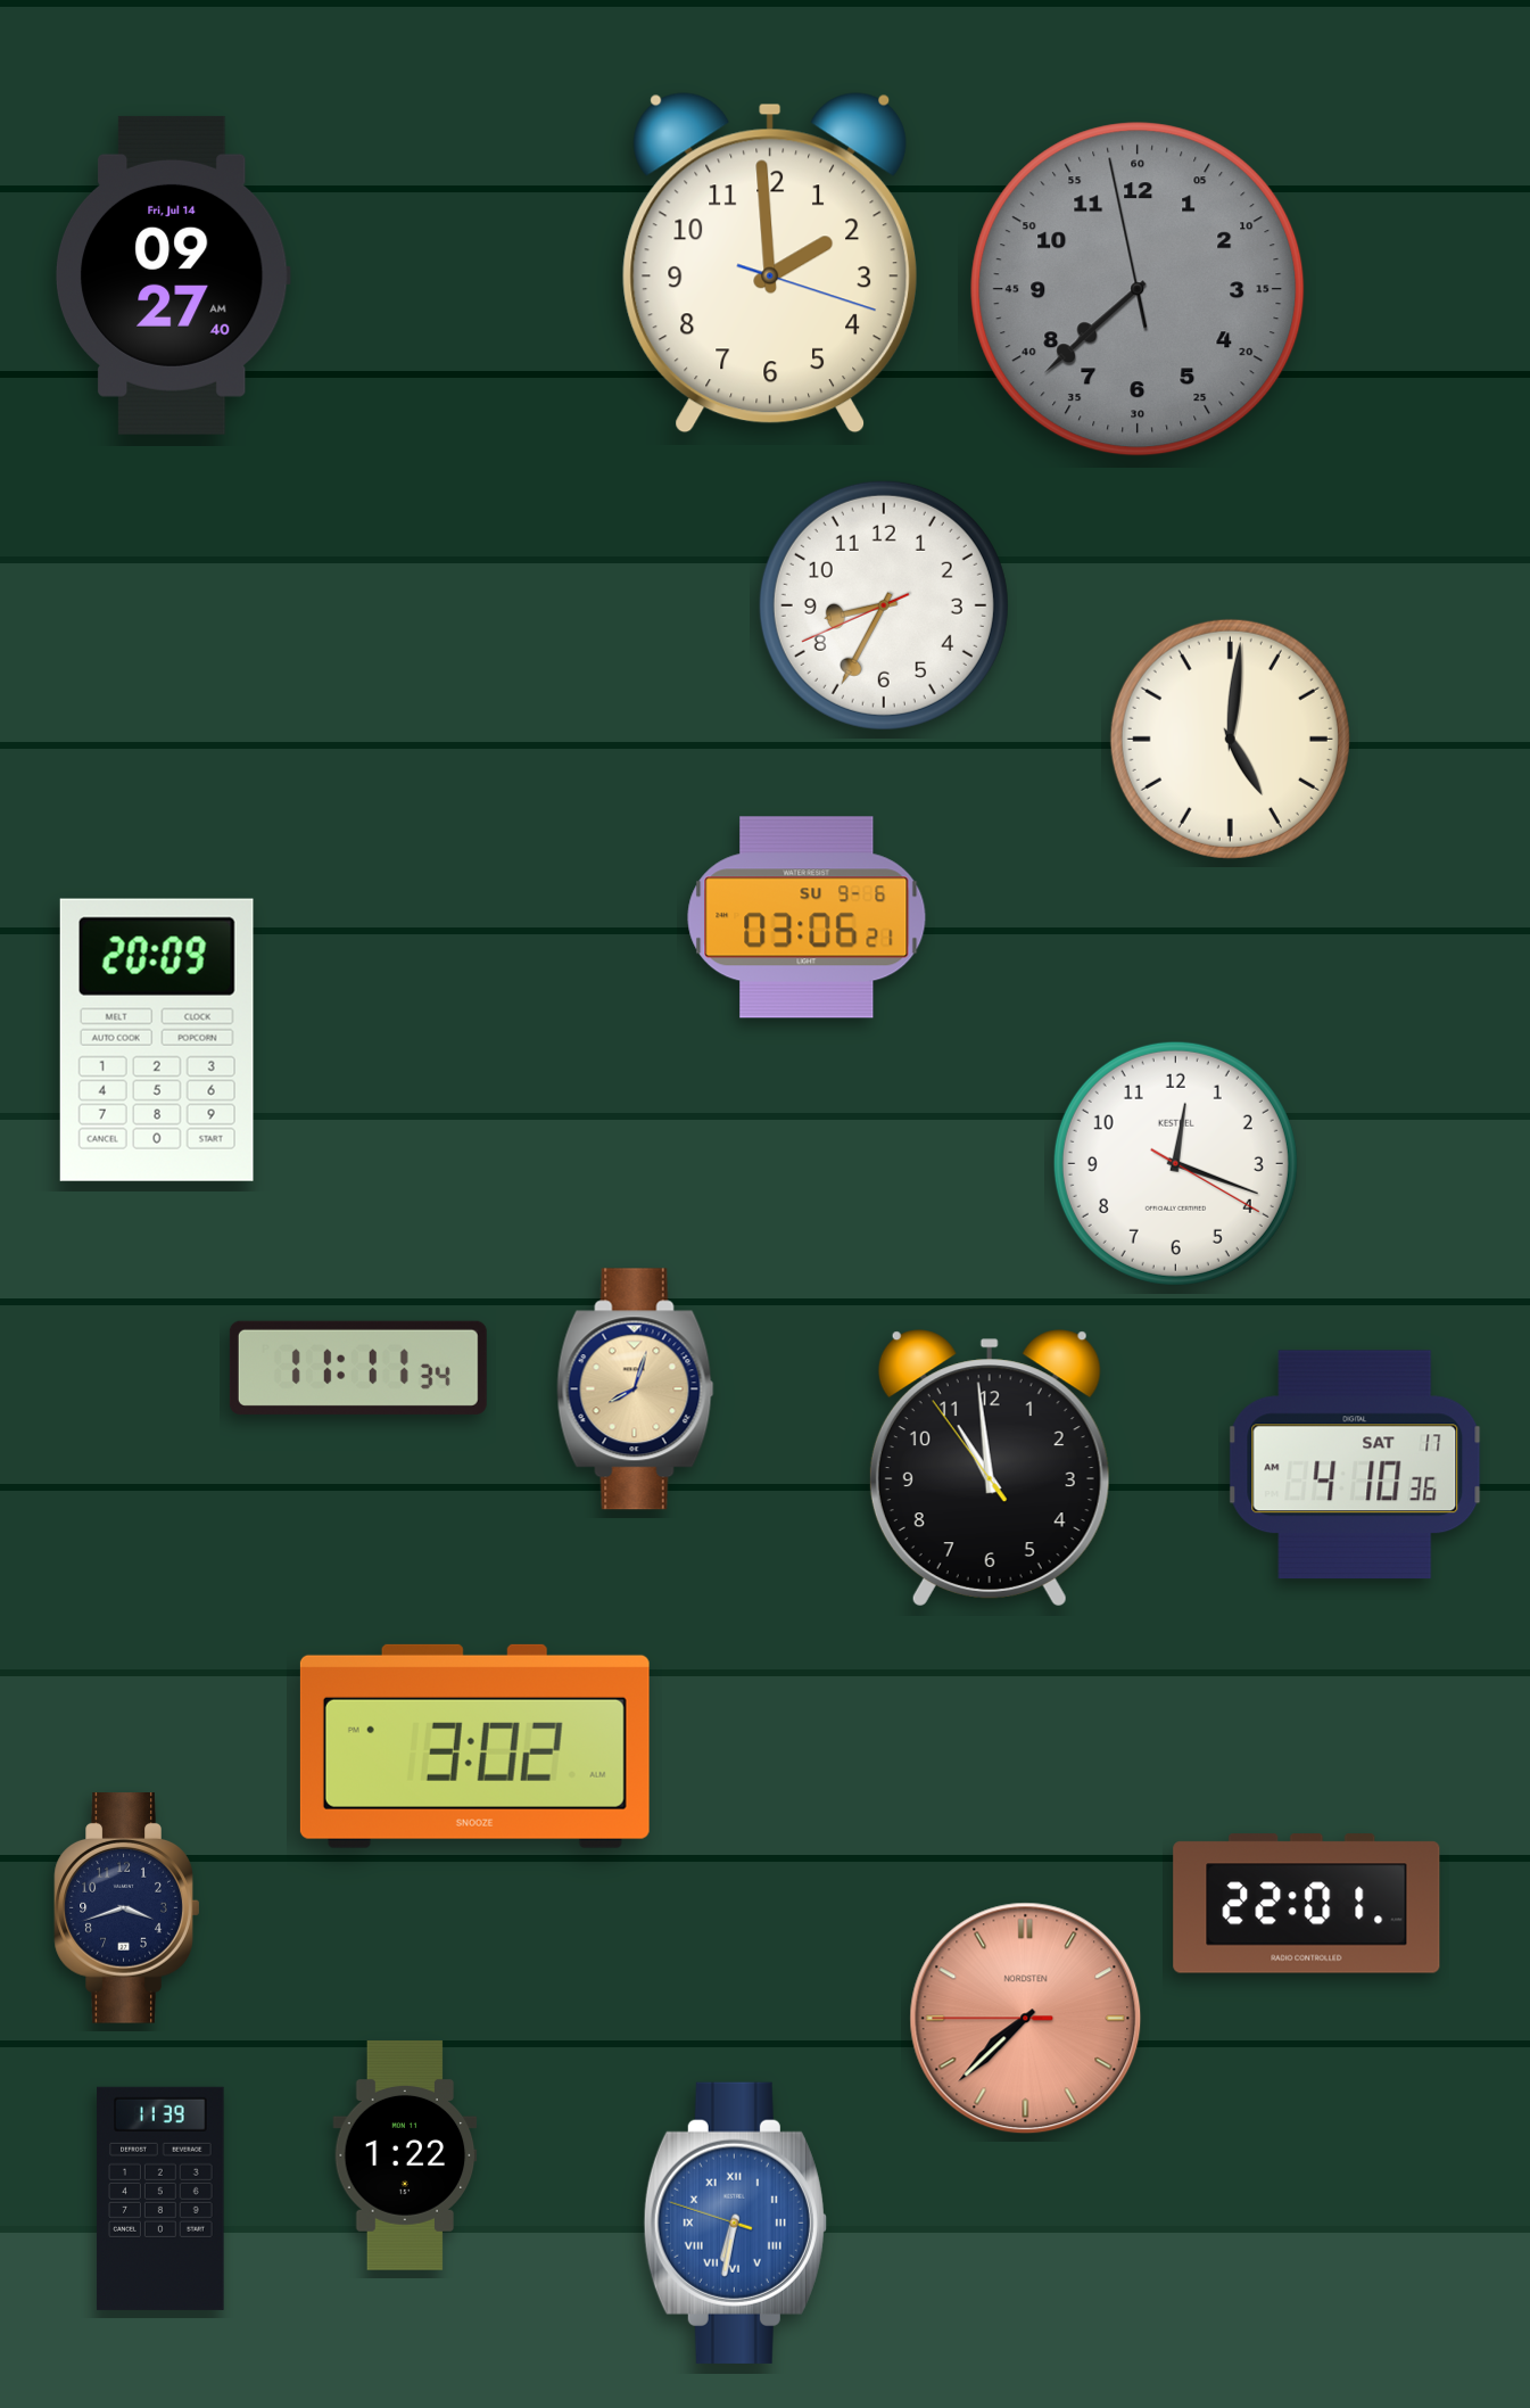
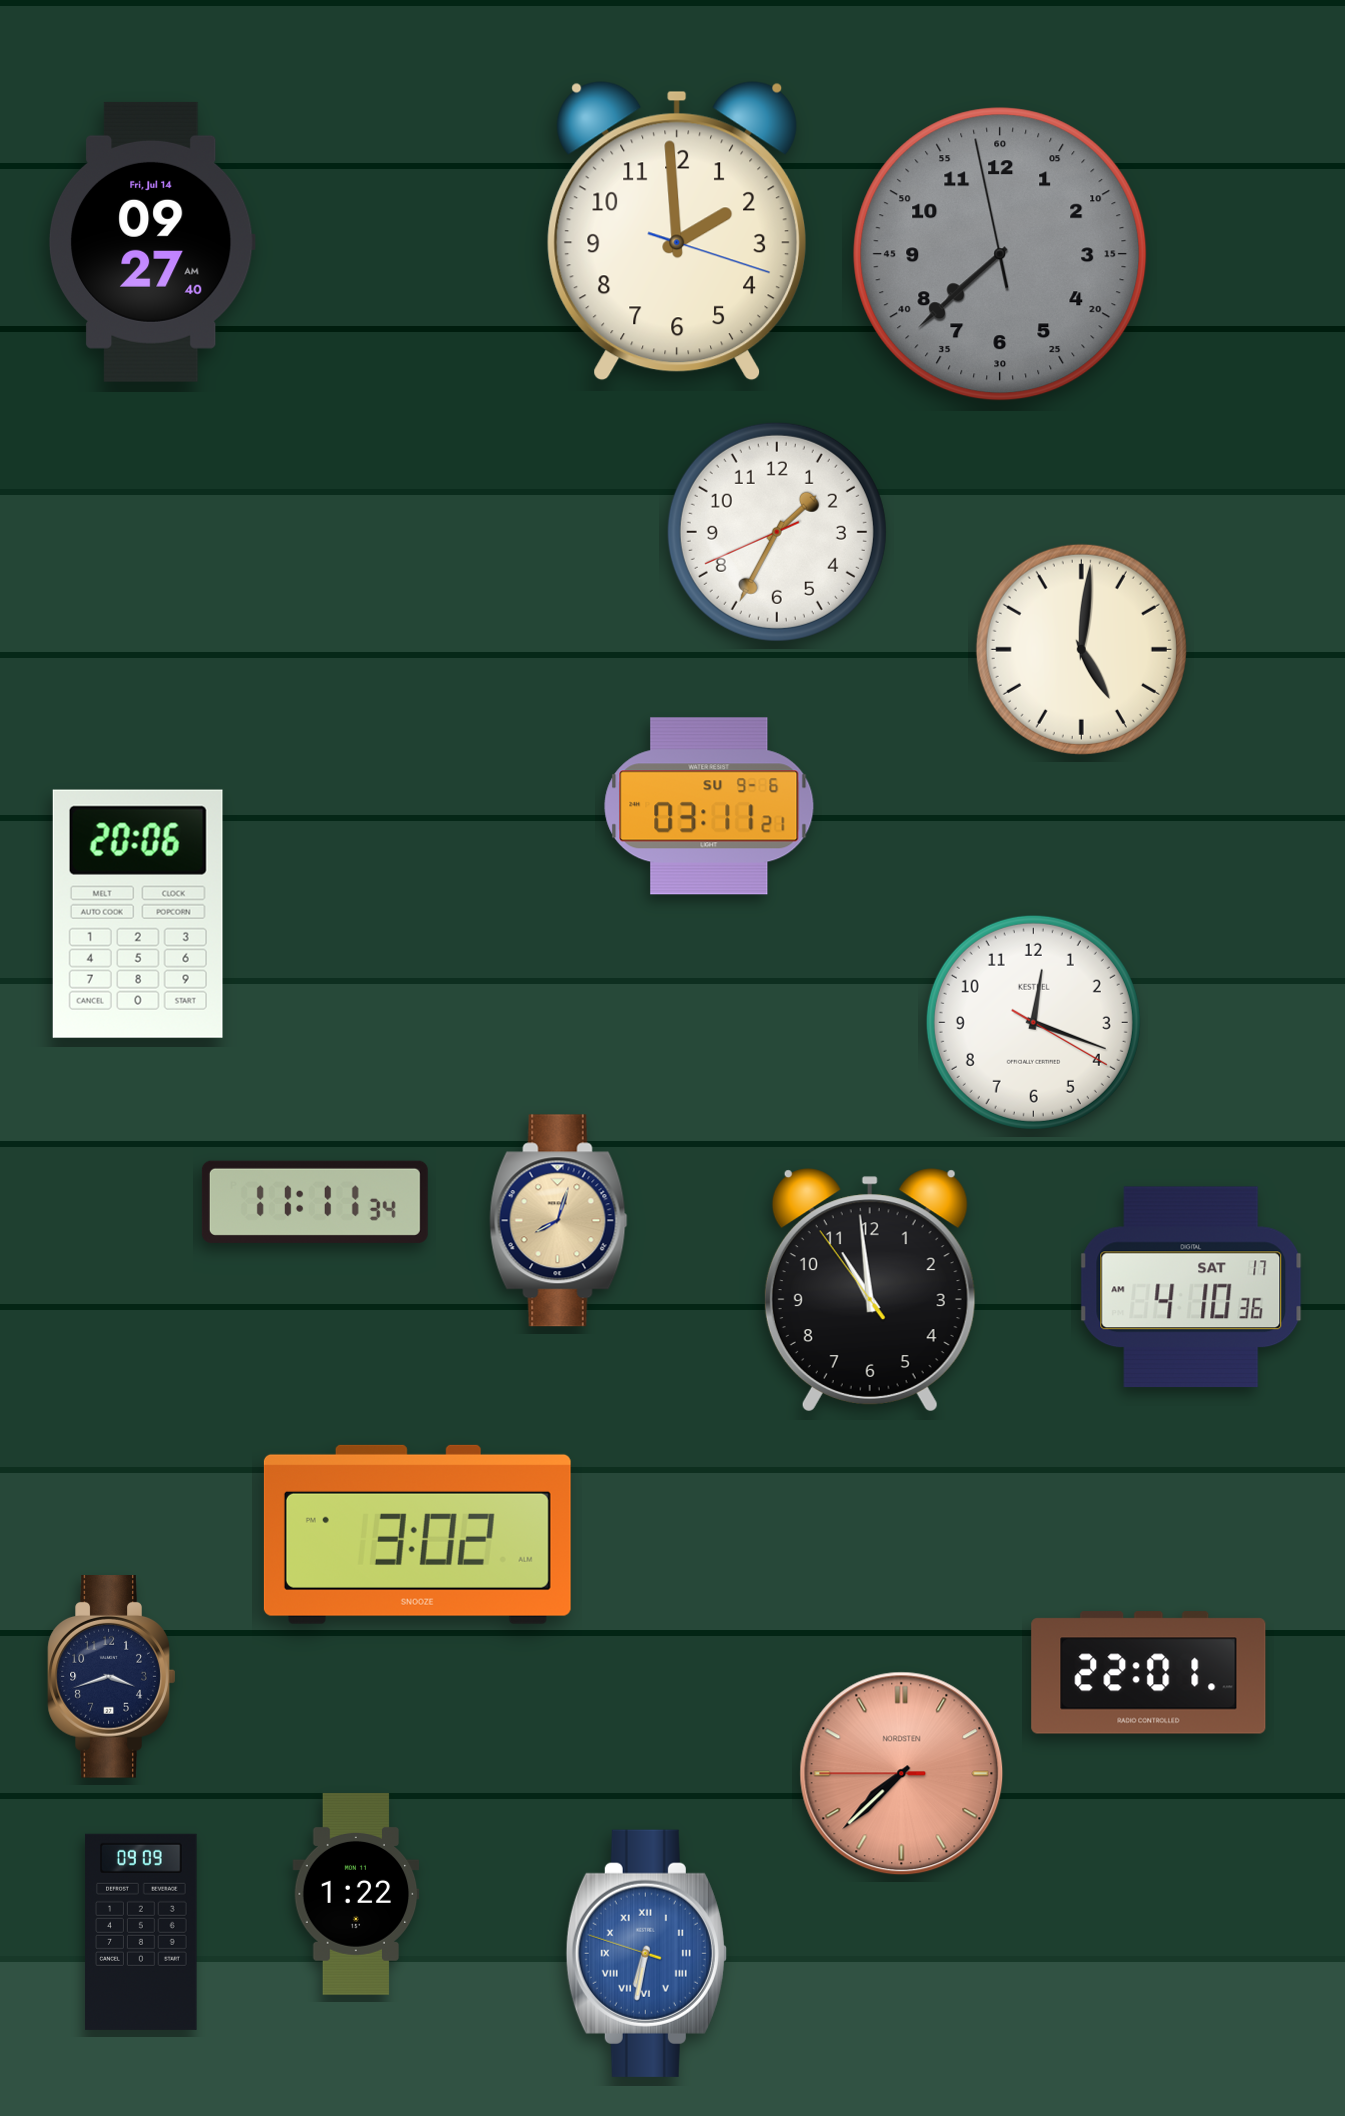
clock at (884, 605): 8:34 -> 1:34
clock at (807, 917): 03:06 -> 03:11
clock at (157, 1040): 20:09 -> 20:06
clock at (160, 2199): 11:39 -> 09:09
